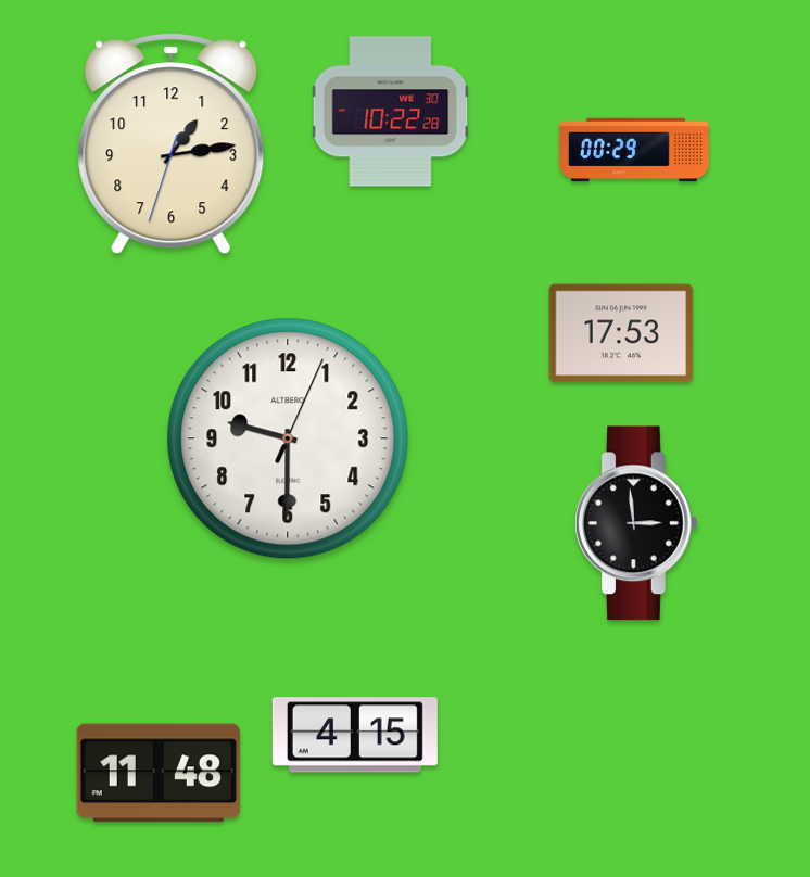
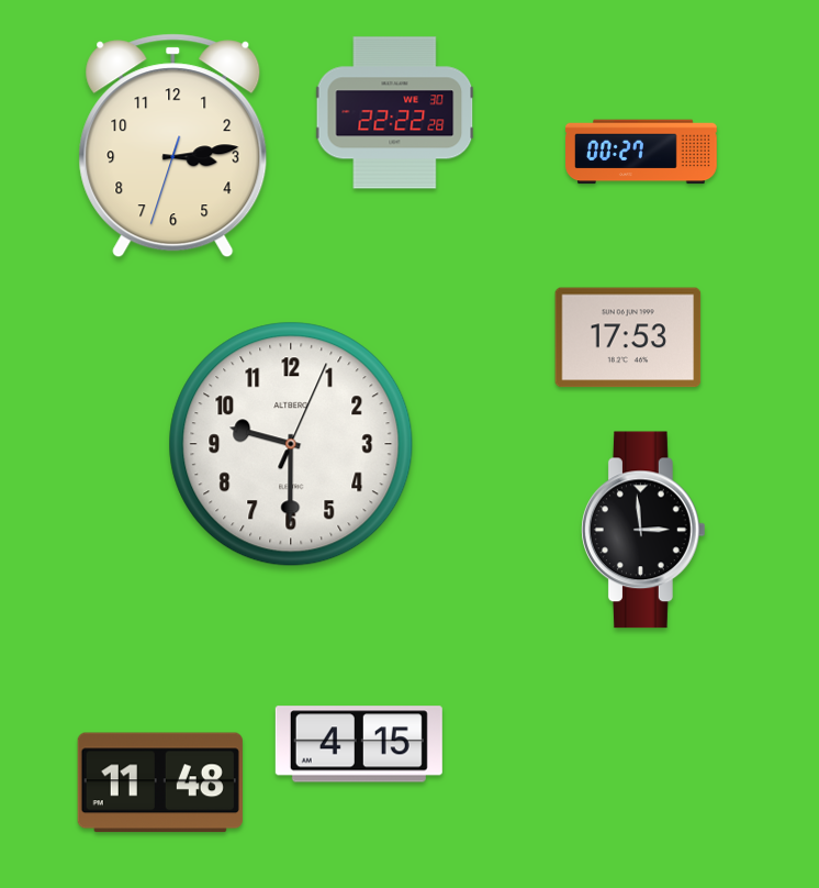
clock at (391, 112): 10:22 -> 22:22
clock at (172, 144): 1:13 -> 3:13
clock at (635, 150): 00:29 -> 00:27
